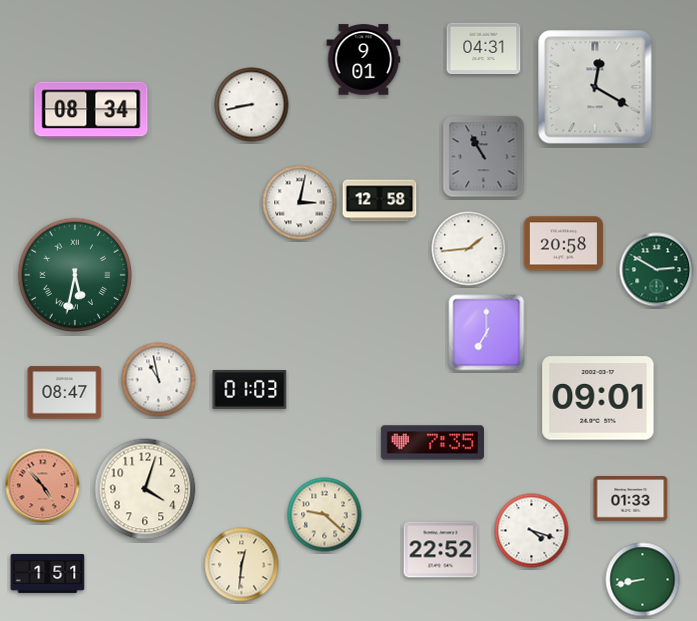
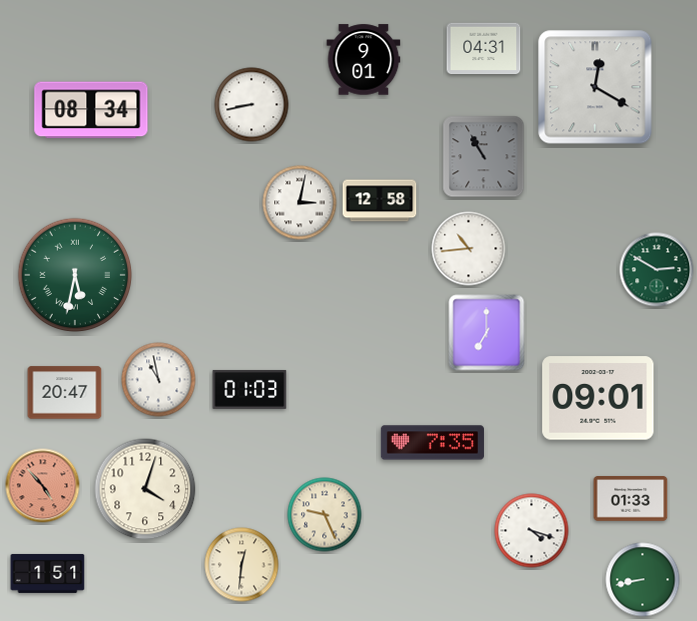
clock at (563, 244): 20:58 -> none
clock at (469, 249): 1:44 -> 10:44
clock at (65, 393): 08:47 -> 20:47
clock at (325, 515): 9:22 -> 9:26
clock at (441, 550): 22:52 -> none
